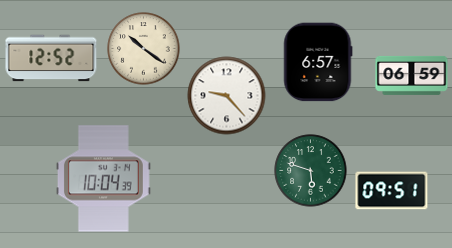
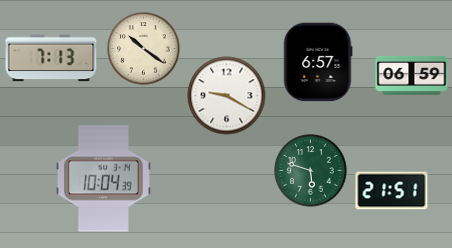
clock at (51, 58): 12:52 -> 7:13
clock at (227, 96): 9:23 -> 9:20
clock at (392, 191): 09:51 -> 21:51
